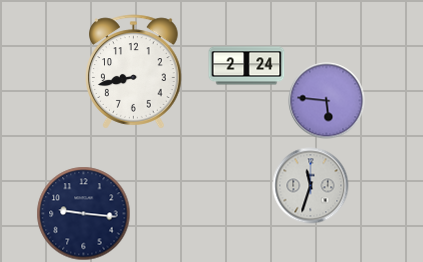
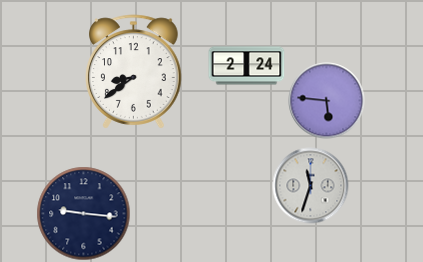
clock at (134, 72): 8:43 -> 8:39
